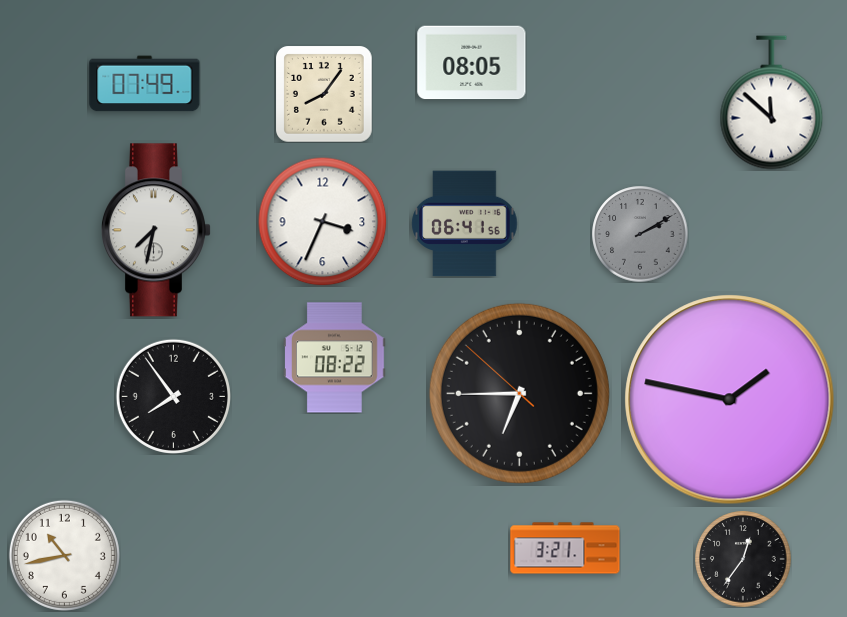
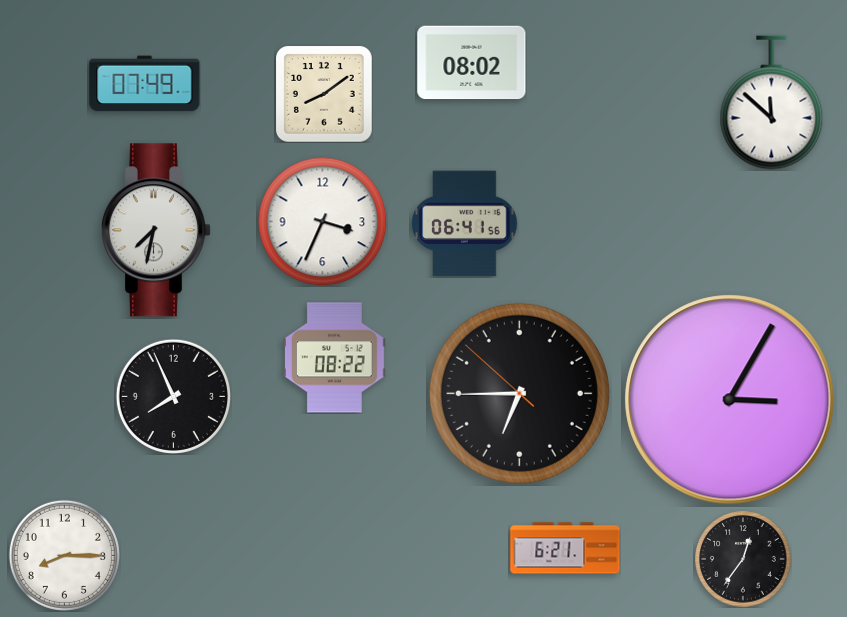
clock at (472, 63): 08:05 -> 08:02
clock at (325, 94): 8:06 -> 8:09
clock at (640, 234): 2:10 -> none
clock at (173, 396): 7:54 -> 7:56
clock at (730, 400): 1:47 -> 3:05
clock at (565, 548): 3:21 -> 6:21
clock at (64, 555): 10:43 -> 8:15
